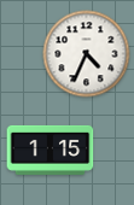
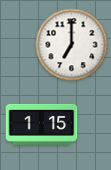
clock at (87, 54): 4:34 -> 7:00
